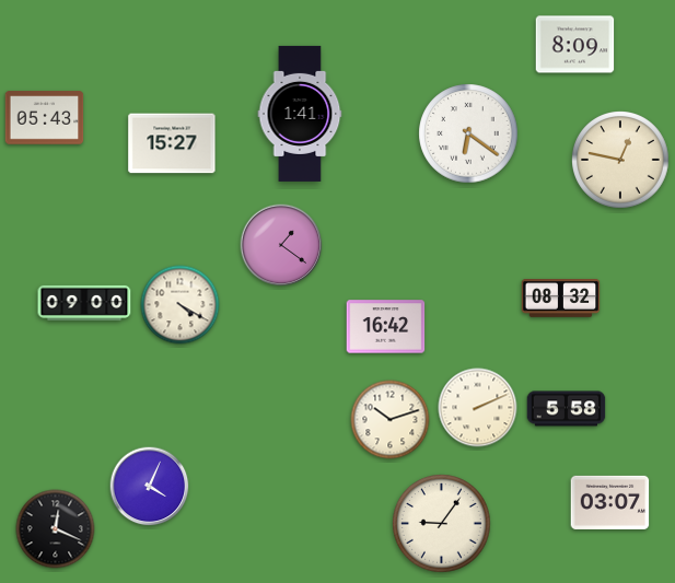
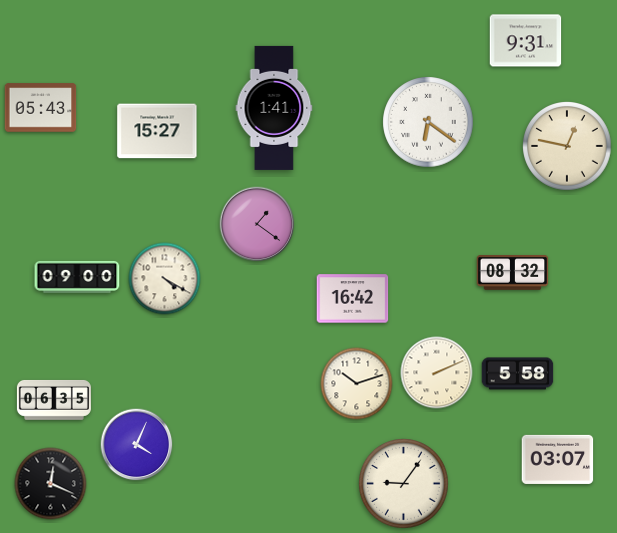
clock at (575, 45): 8:09 -> 9:31
clock at (300, 114) position: (300, 114) -> (274, 108)
clock at (54, 400): none -> 06:35
clock at (442, 524) position: (442, 524) -> (404, 484)
